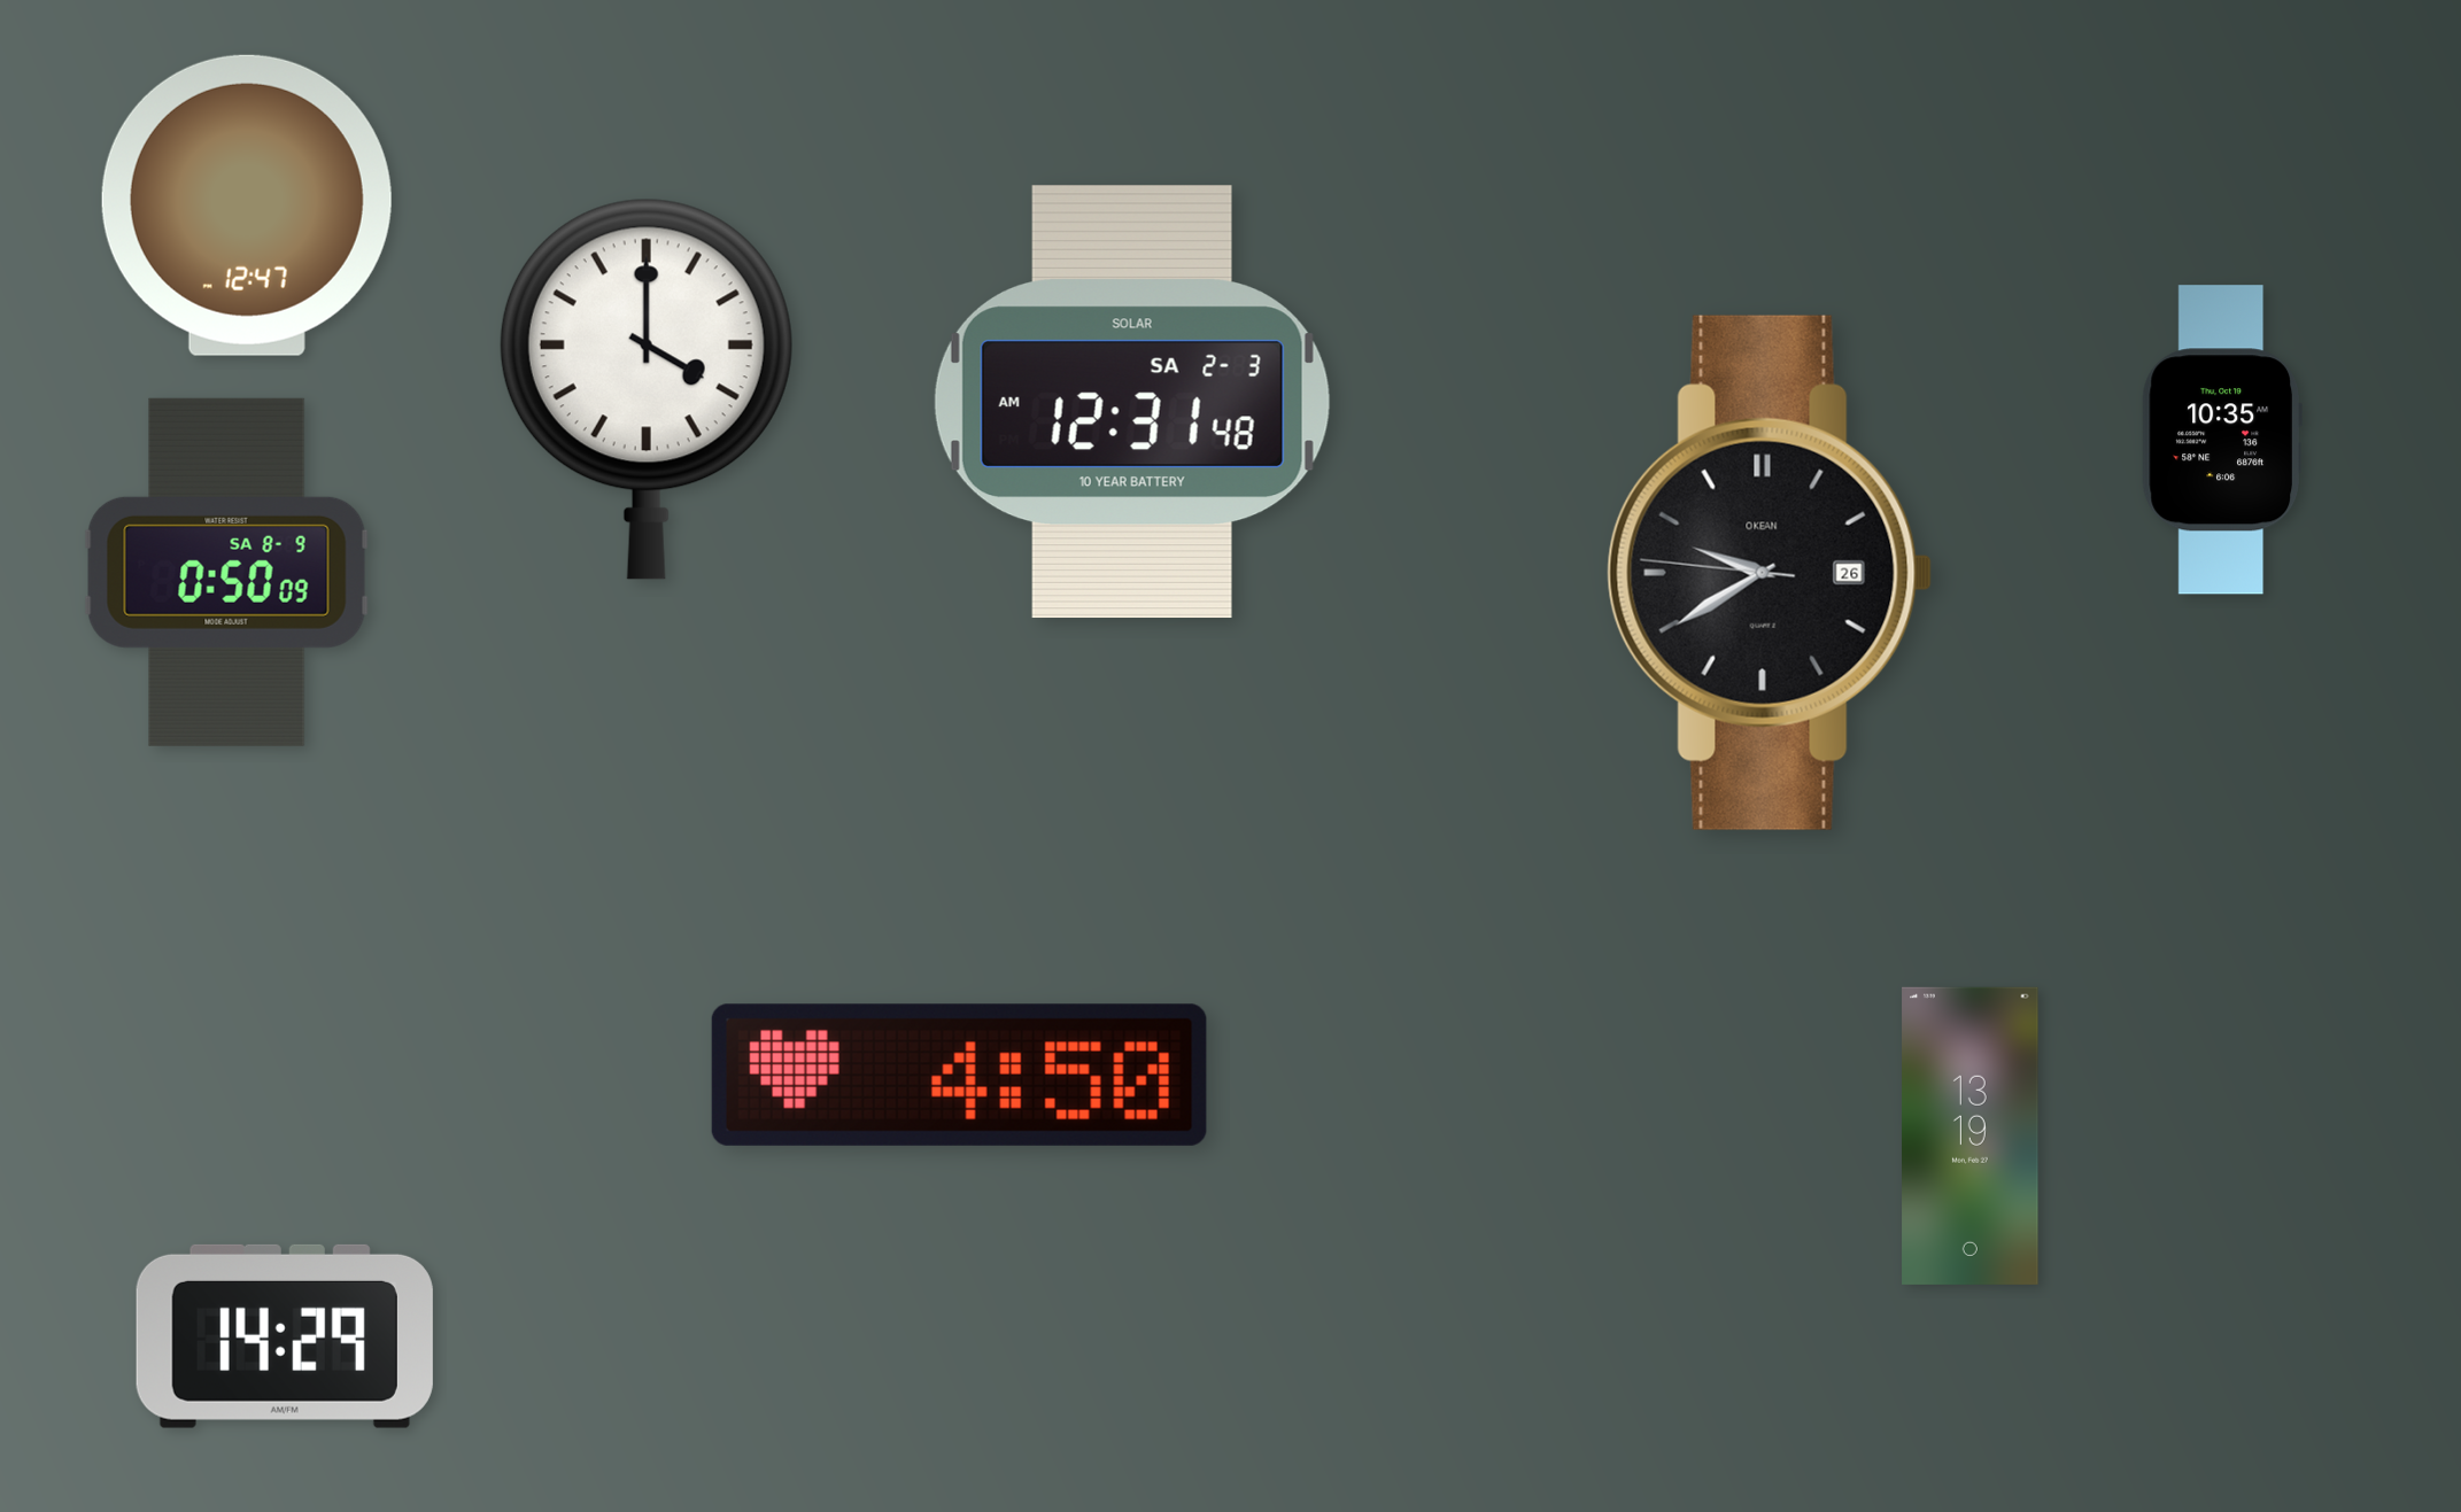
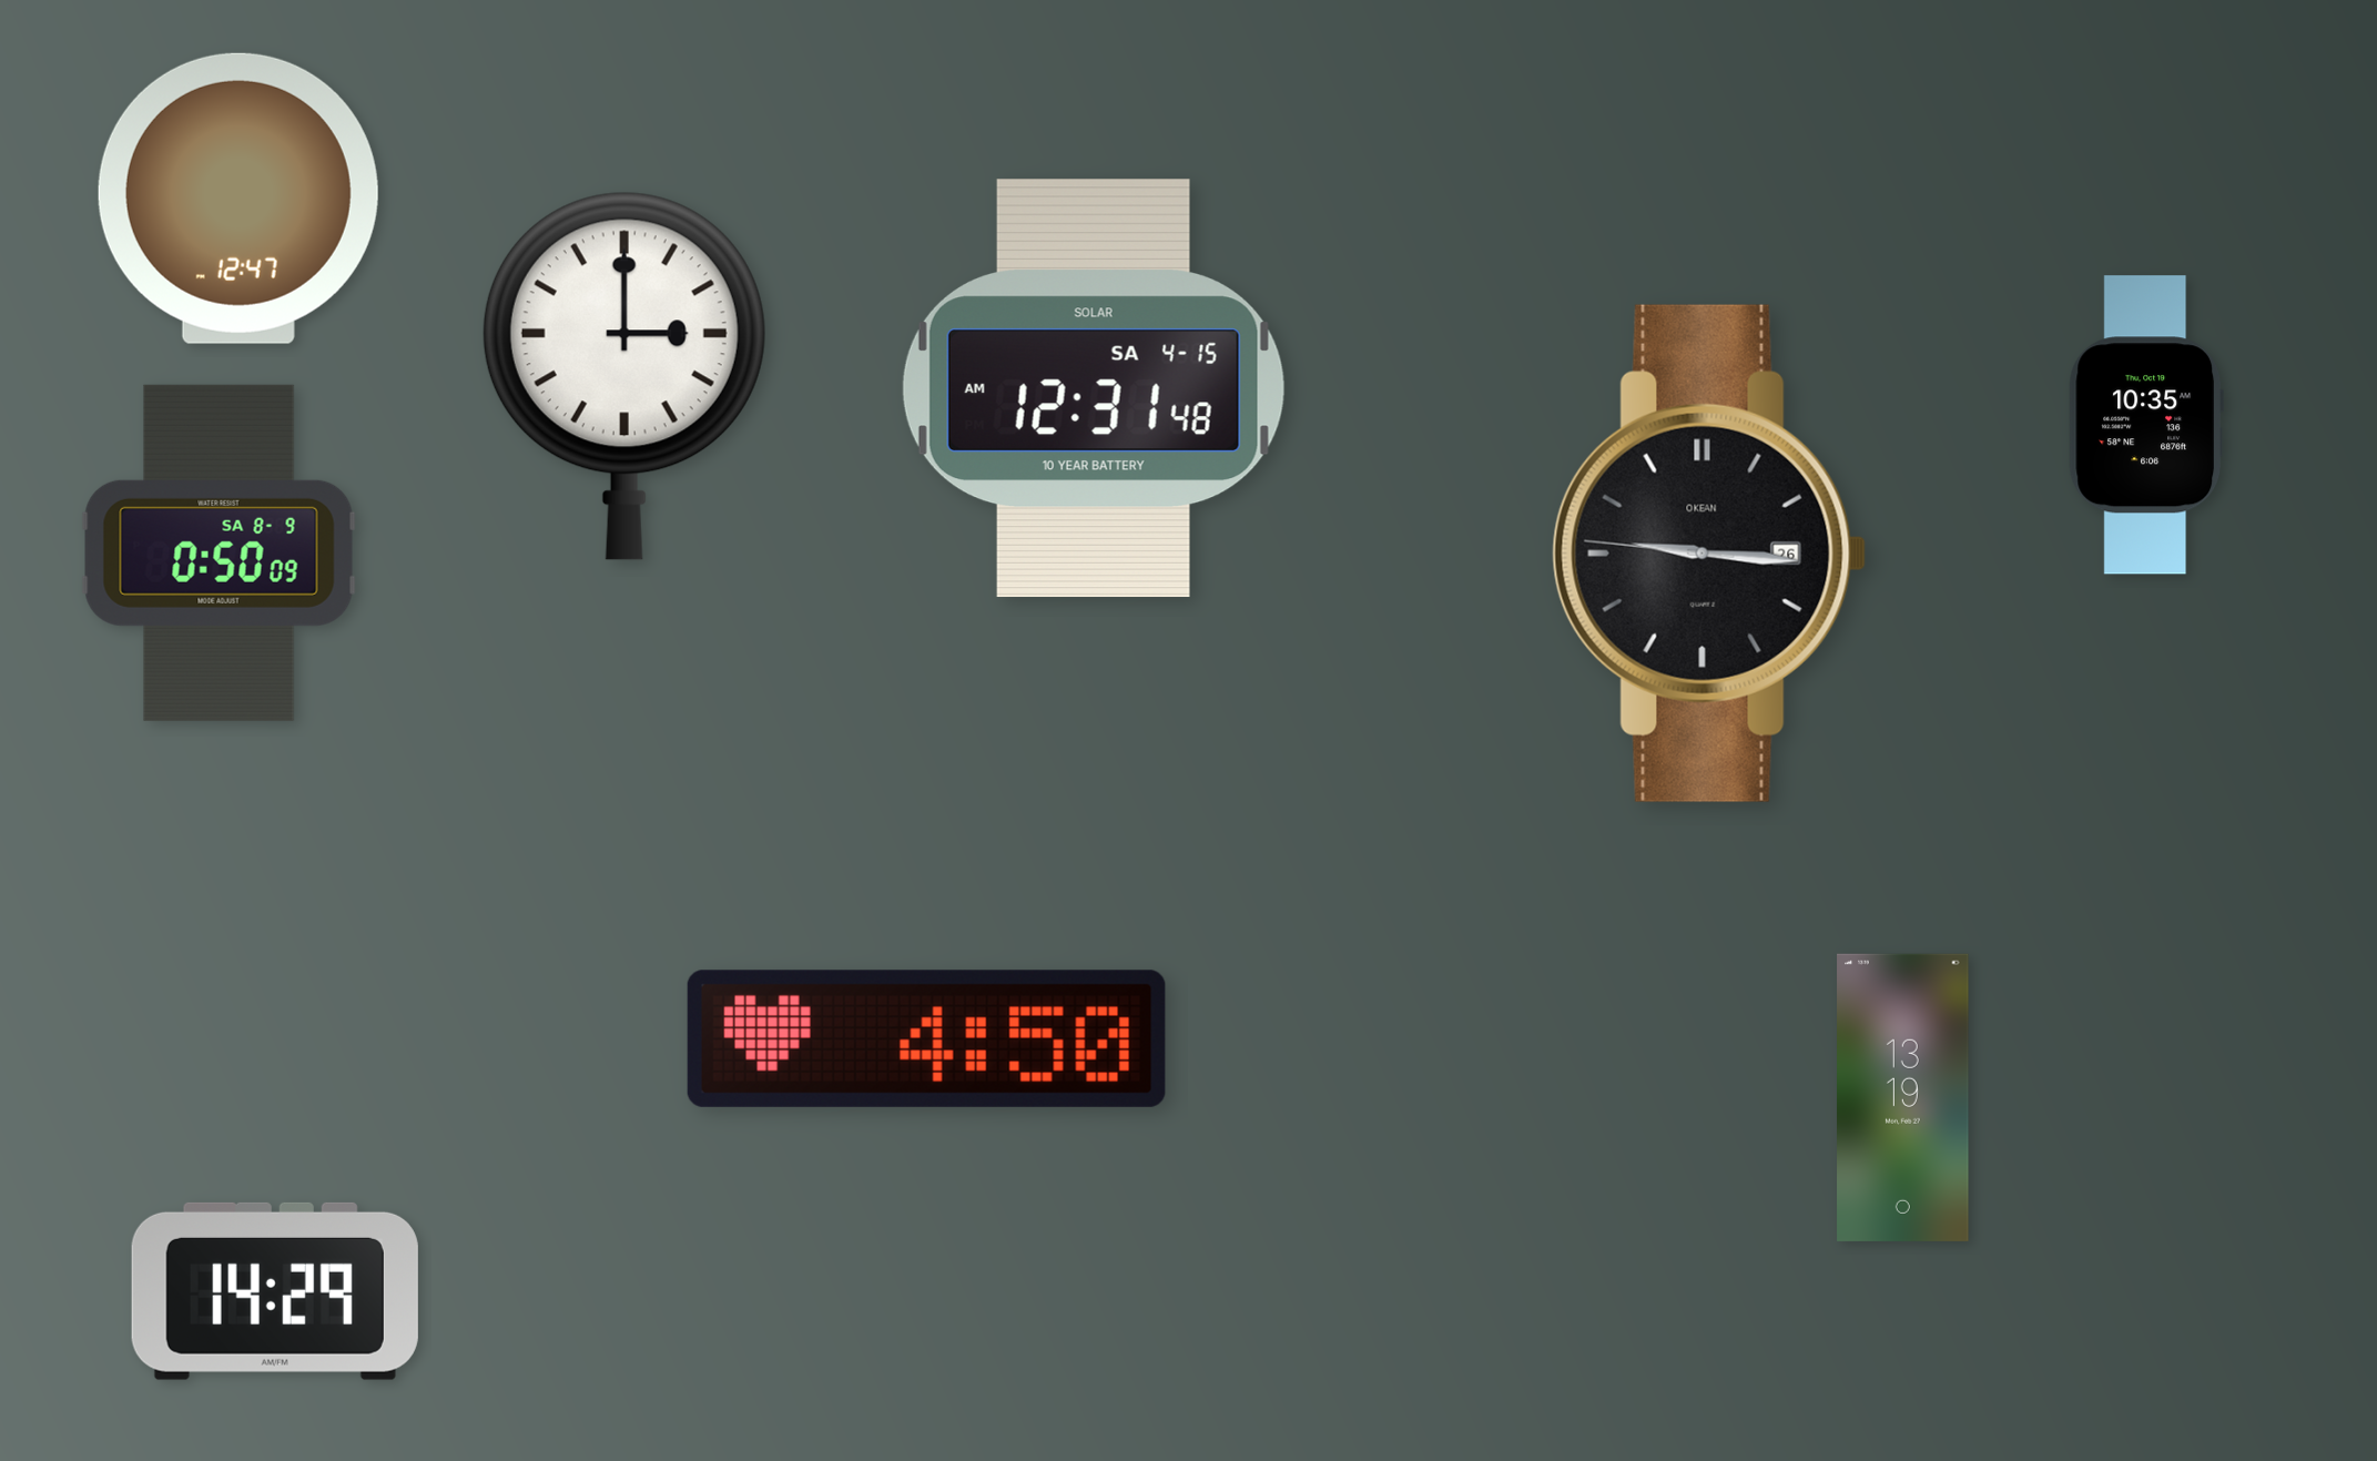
clock at (647, 389): 4:00 -> 3:00
clock at (1132, 402) date: SA 2-3 -> SA 4-15
clock at (1770, 573): 9:39 -> 9:15
